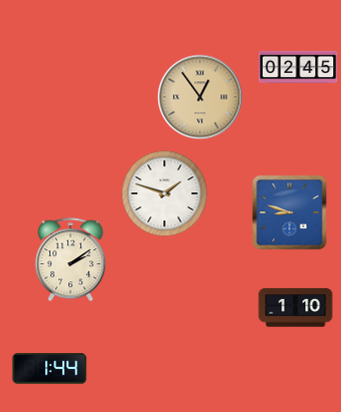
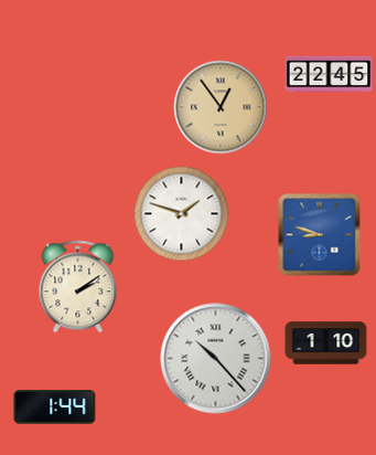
clock at (298, 67): 02:45 -> 22:45
clock at (296, 308) position: (296, 308) -> (326, 343)
clock at (216, 359): none -> 10:23
